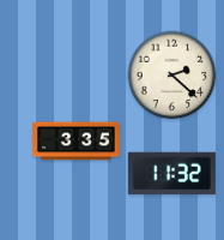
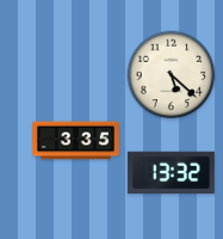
clock at (172, 76): 2:22 -> 5:22
clock at (171, 174): 11:32 -> 13:32
